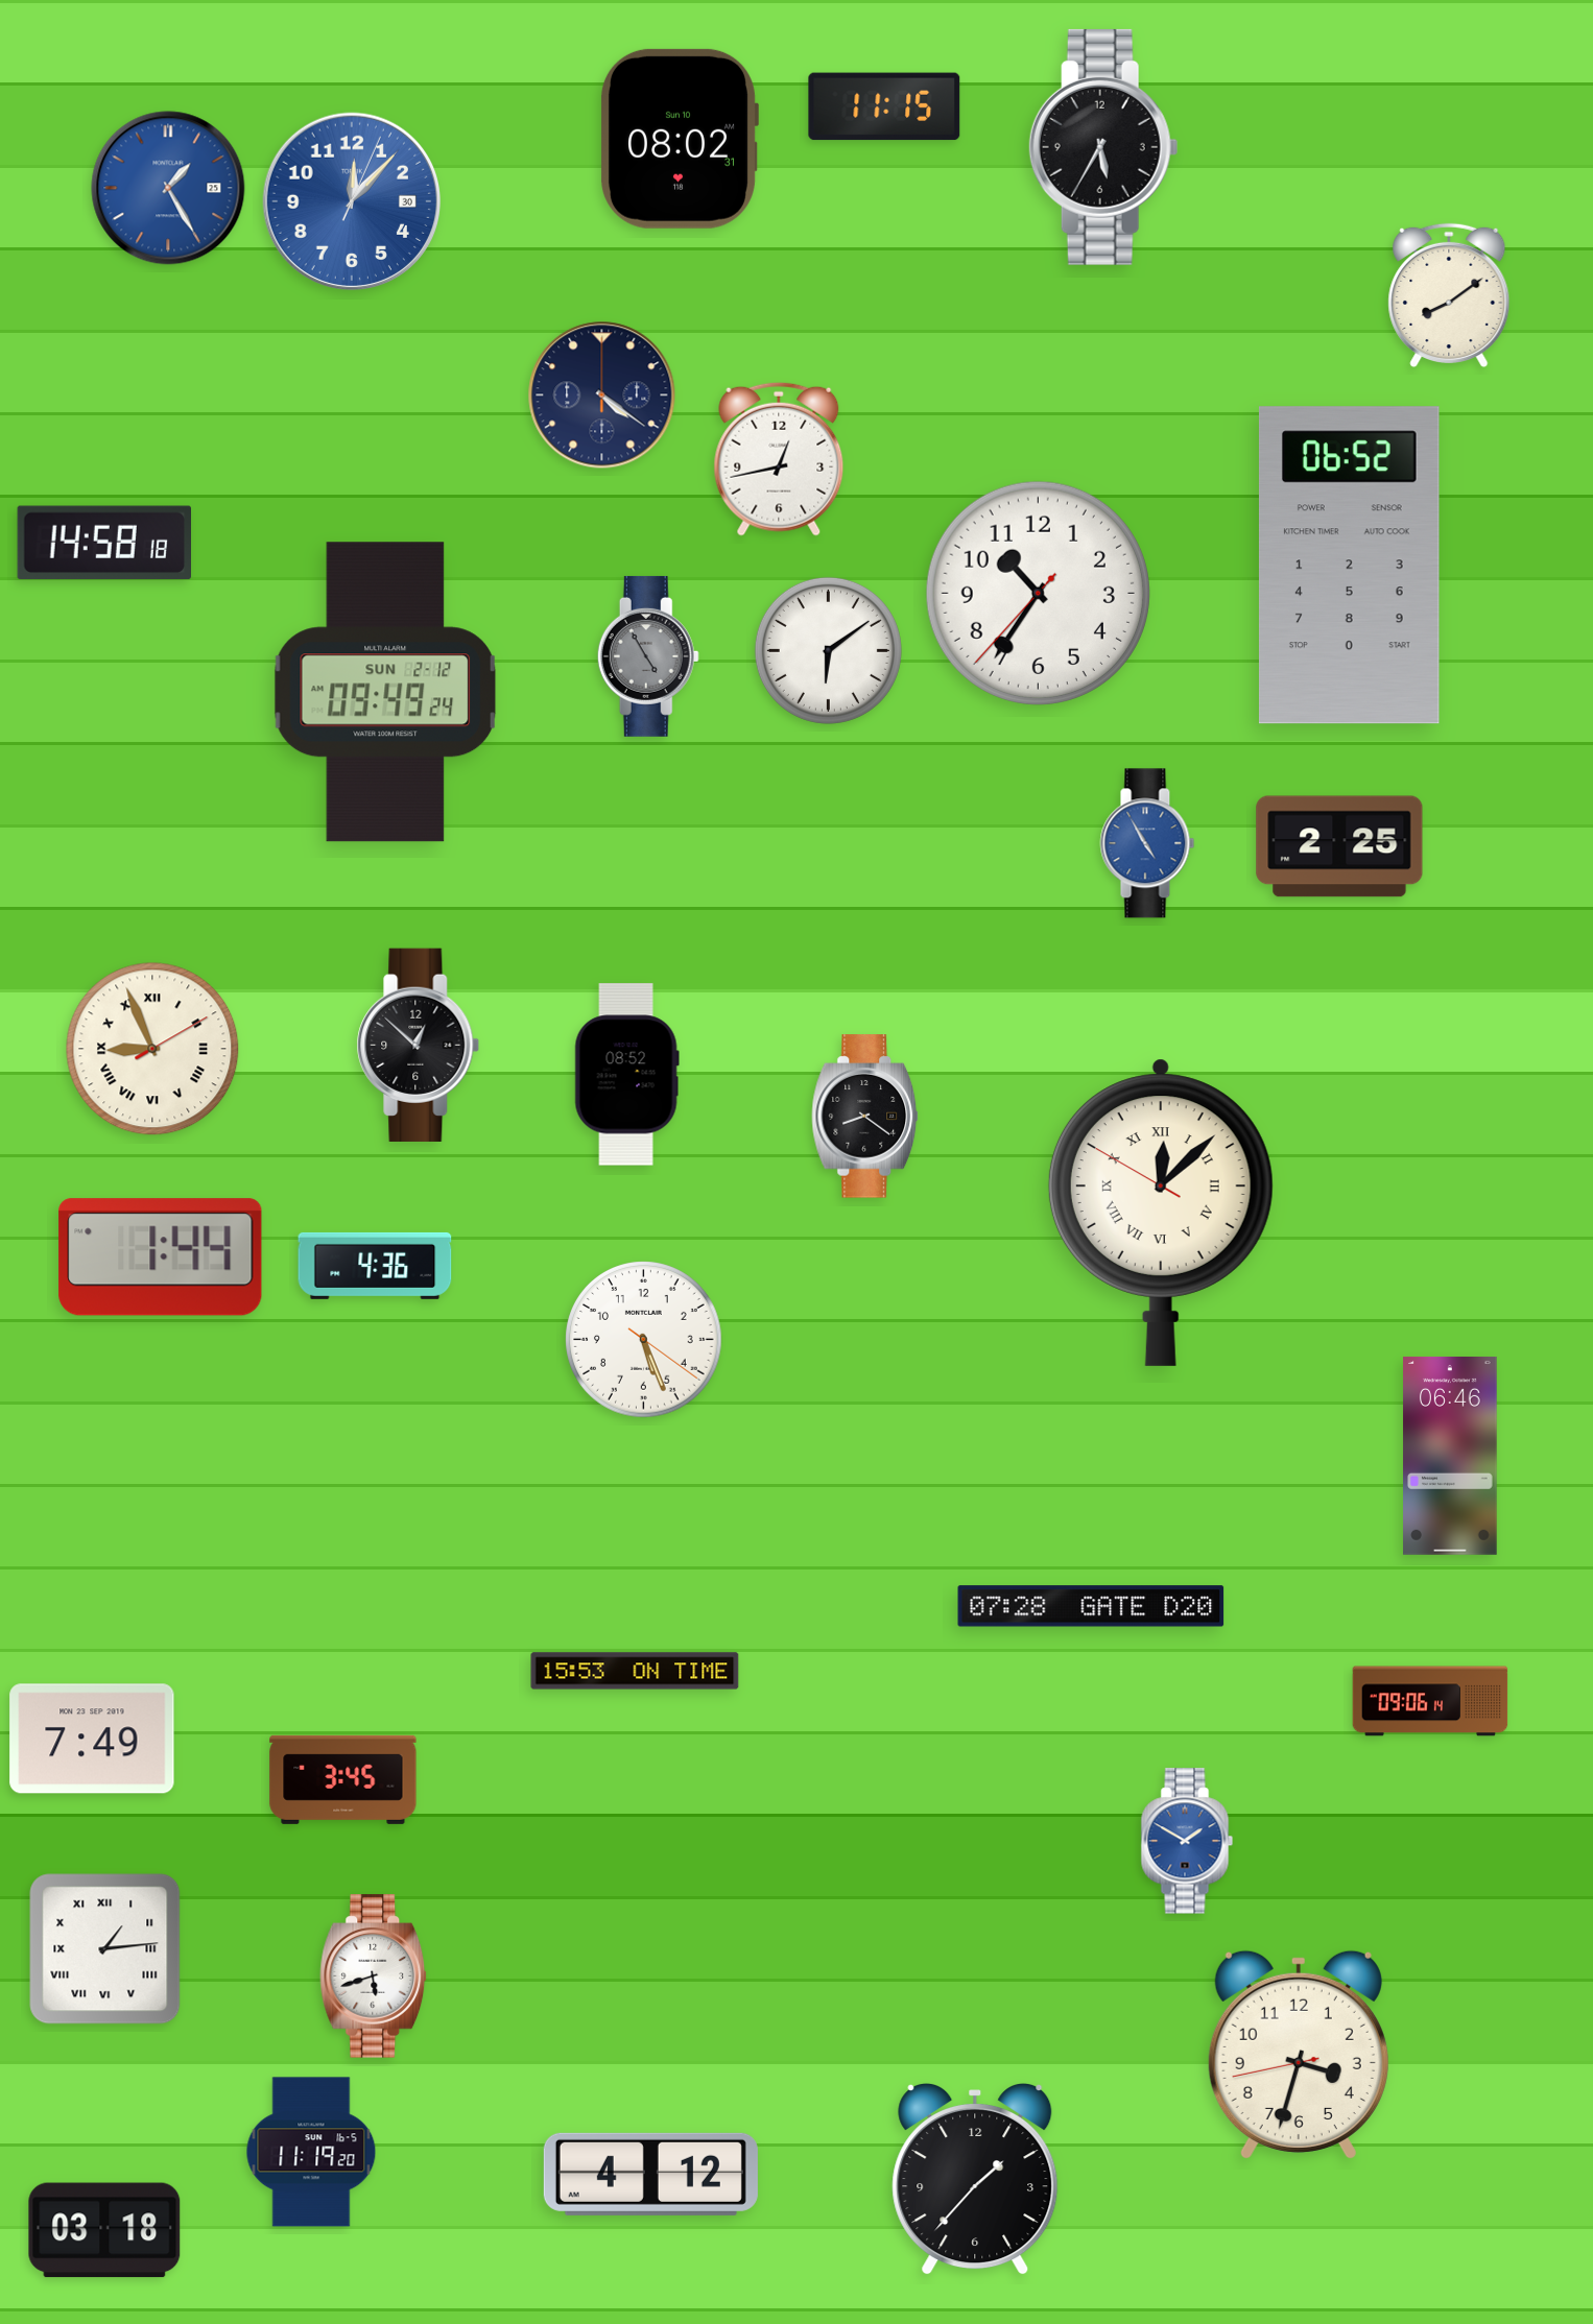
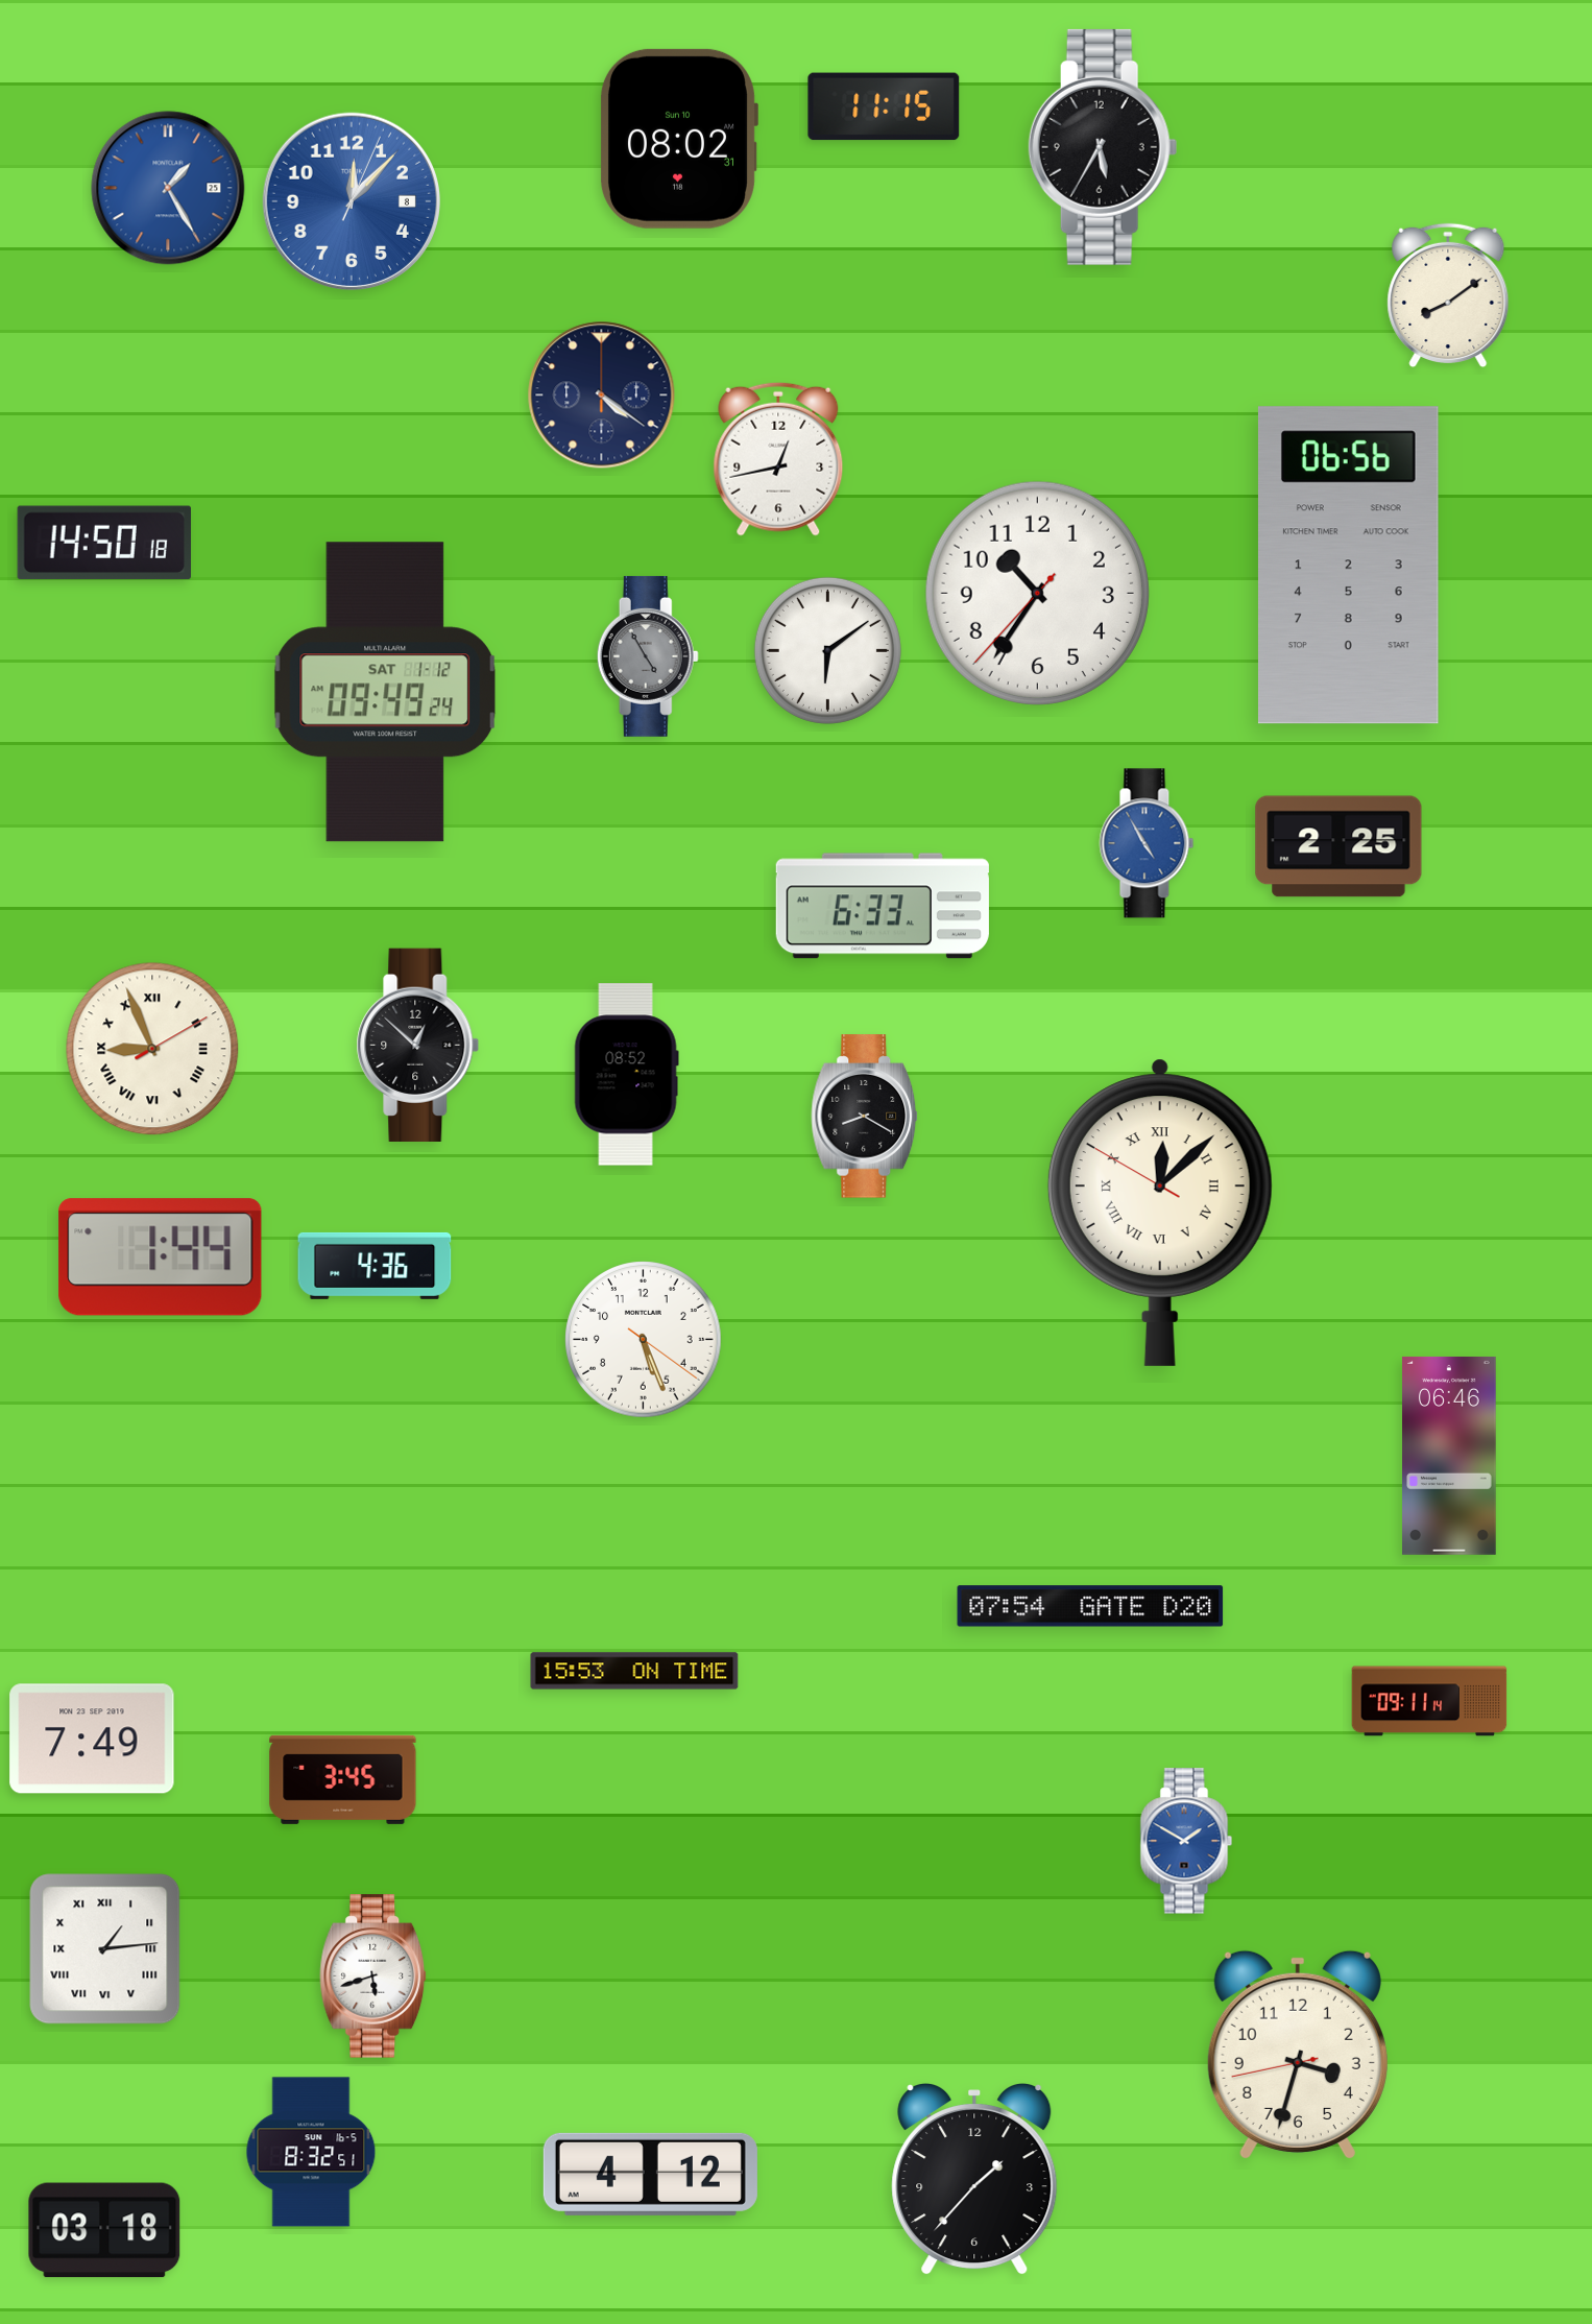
clock at (351, 200) date: 30 -> 8
clock at (103, 543): 14:58 -> 14:50
clock at (1349, 566): 06:52 -> 06:56
clock at (385, 692) date: SUN 2-12 -> SAT 1-12
clock at (883, 906): none -> 6:33
clock at (865, 1117): 8:21 -> 8:20
clock at (1091, 1606): 07:28 -> 07:54
clock at (1430, 1701): 09:06 -> 09:11
clock at (311, 2152): 11:19 -> 8:32
